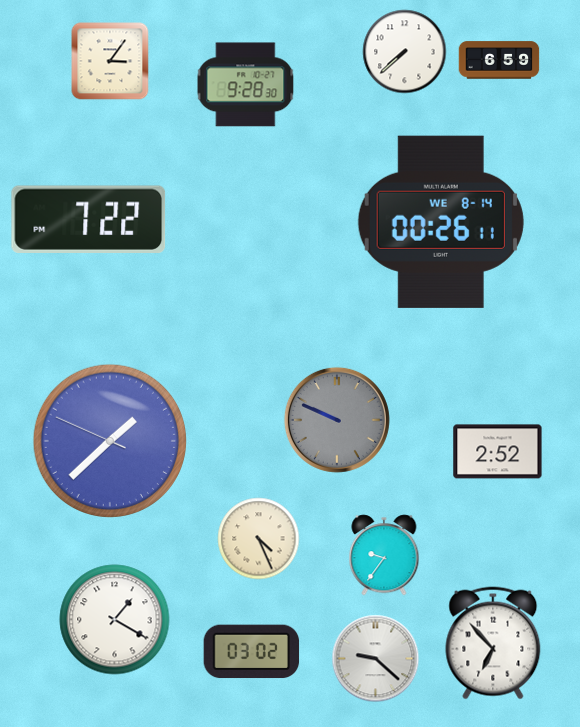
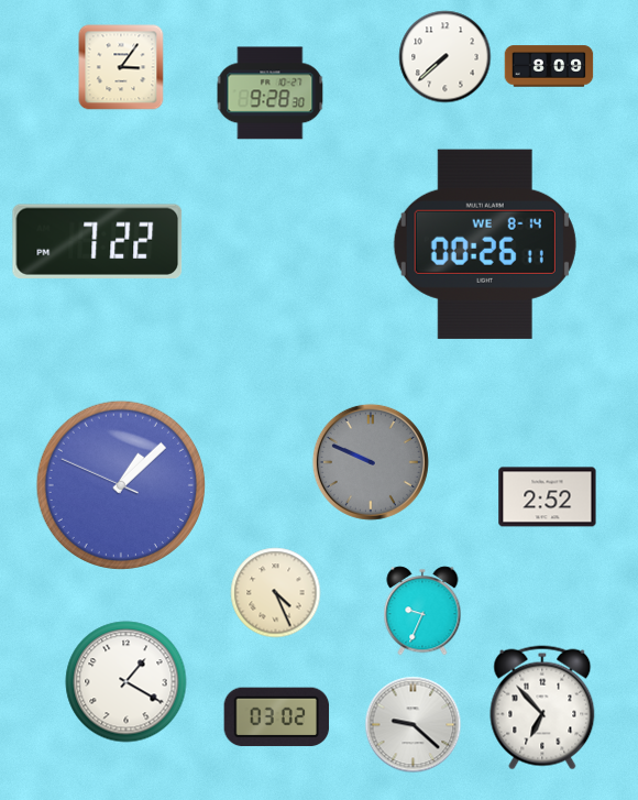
clock at (499, 60): 6:59 -> 8:09
clock at (110, 441): 1:37 -> 1:07
clock at (259, 539) position: (259, 539) -> (276, 593)
clock at (384, 555): 9:36 -> 9:34
